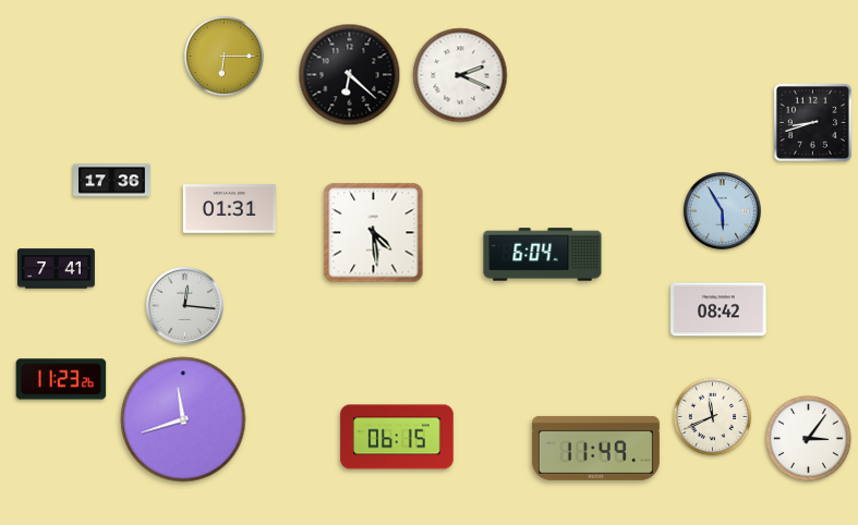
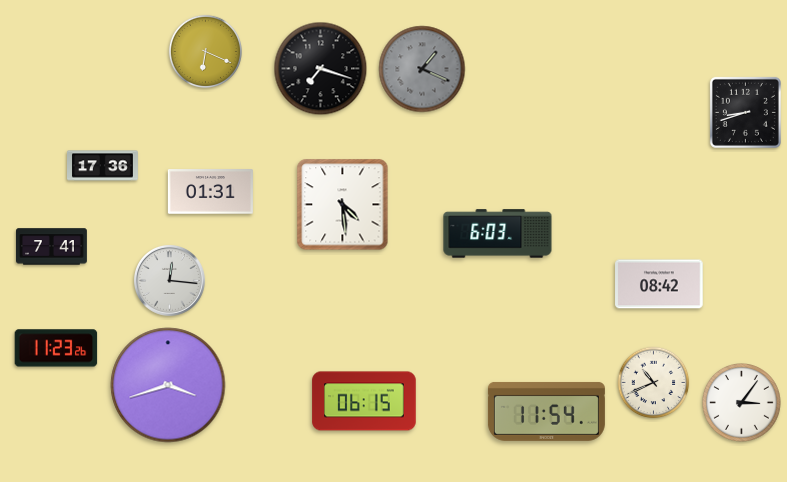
clock at (223, 56): 6:15 -> 6:19
clock at (350, 75): 6:22 -> 7:18
clock at (460, 75): 2:19 -> 1:19
clock at (460, 75) dial: white -> grey
clock at (722, 210): 5:55 -> none
clock at (374, 233) position: (374, 233) -> (343, 205)
clock at (543, 255): 6:04 -> 6:03
clock at (713, 417): 11:41 -> 10:41
clock at (183, 419): 11:42 -> 3:42
clock at (595, 448): 11:49 -> 11:54
